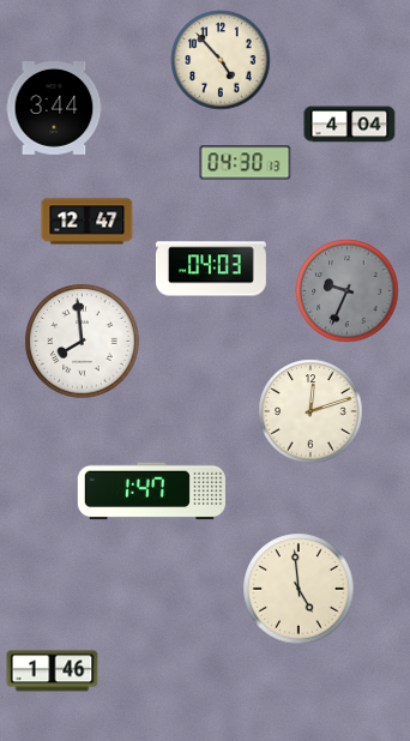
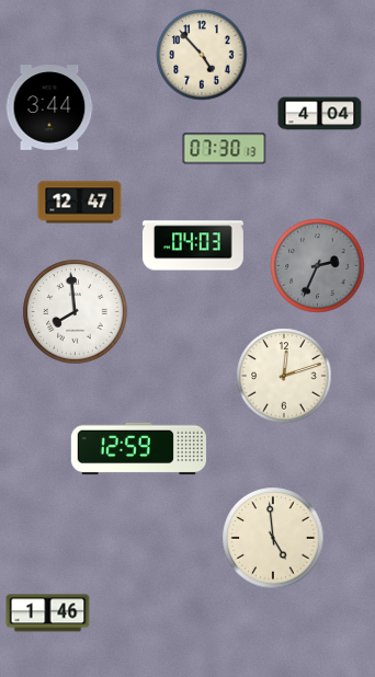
clock at (54, 108) position: (54, 108) -> (49, 107)
clock at (246, 163): 04:30 -> 07:30
clock at (348, 291): 9:34 -> 2:34
clock at (151, 492): 1:47 -> 12:59
